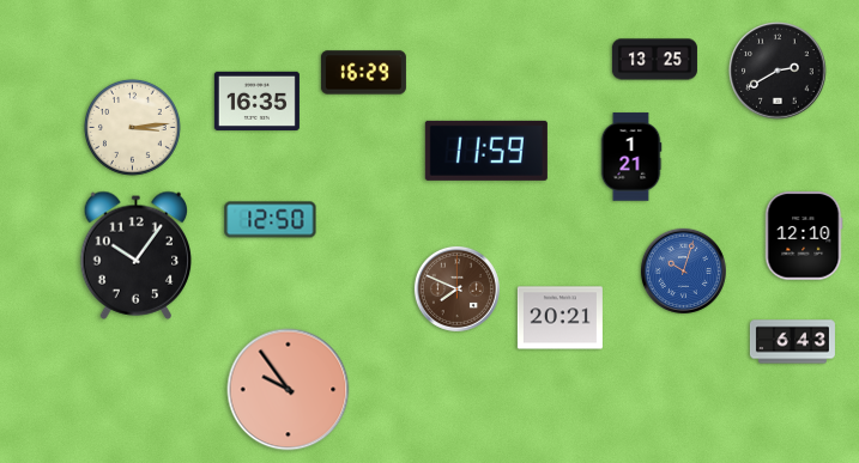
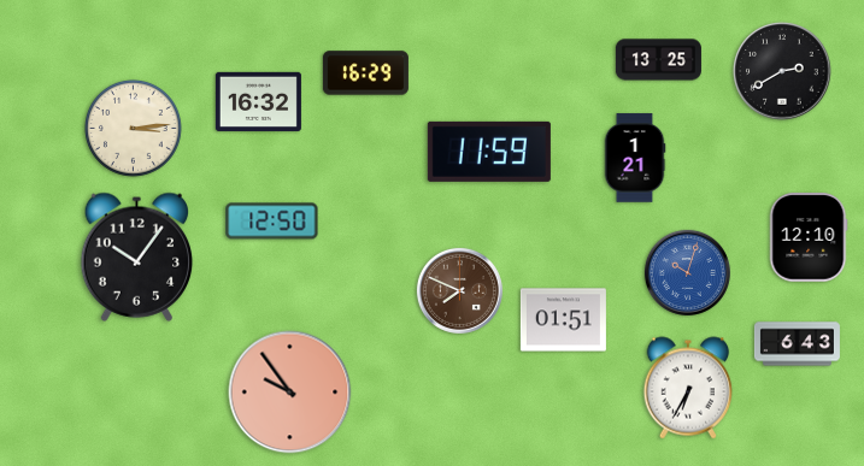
clock at (256, 100): 16:35 -> 16:32
clock at (559, 318): 20:21 -> 01:51
clock at (688, 388): none -> 6:35
